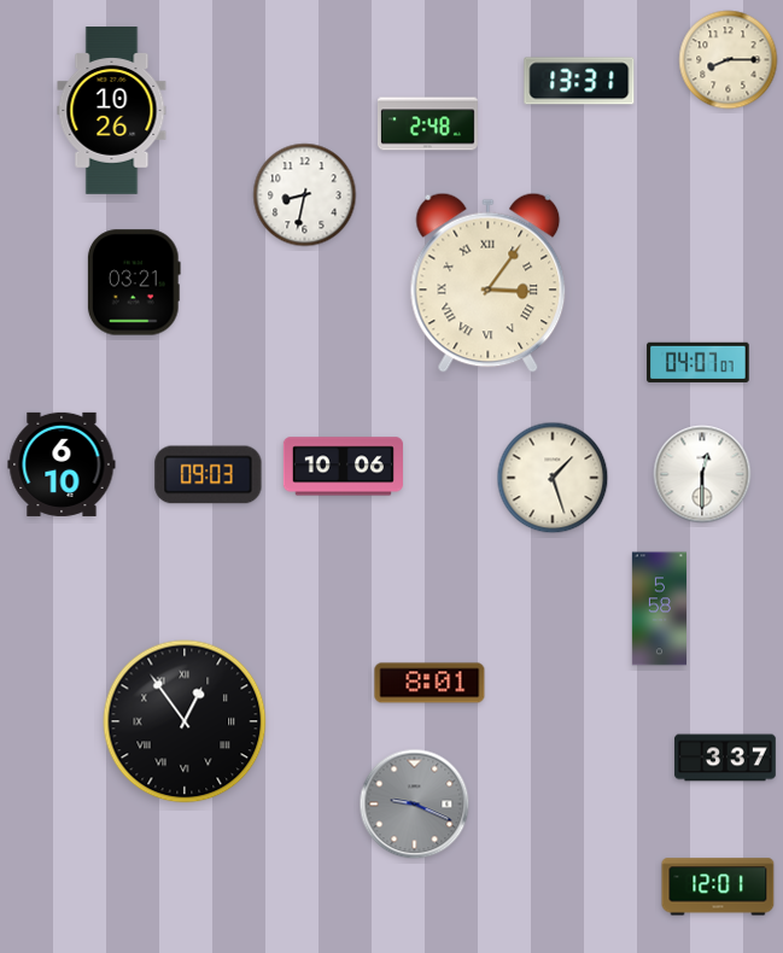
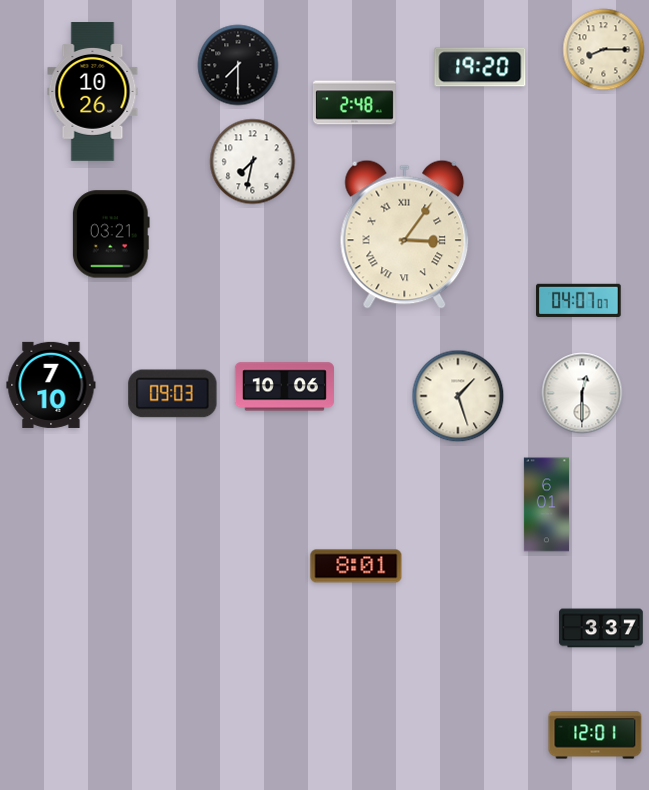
clock at (238, 65): none -> 7:30
clock at (579, 81): 13:31 -> 19:20
clock at (305, 195): 8:32 -> 7:32
clock at (62, 464): 6:10 -> 7:10
clock at (659, 609): 5:58 -> 6:01
clock at (185, 721): 12:54 -> none
clock at (415, 805): 9:19 -> none
